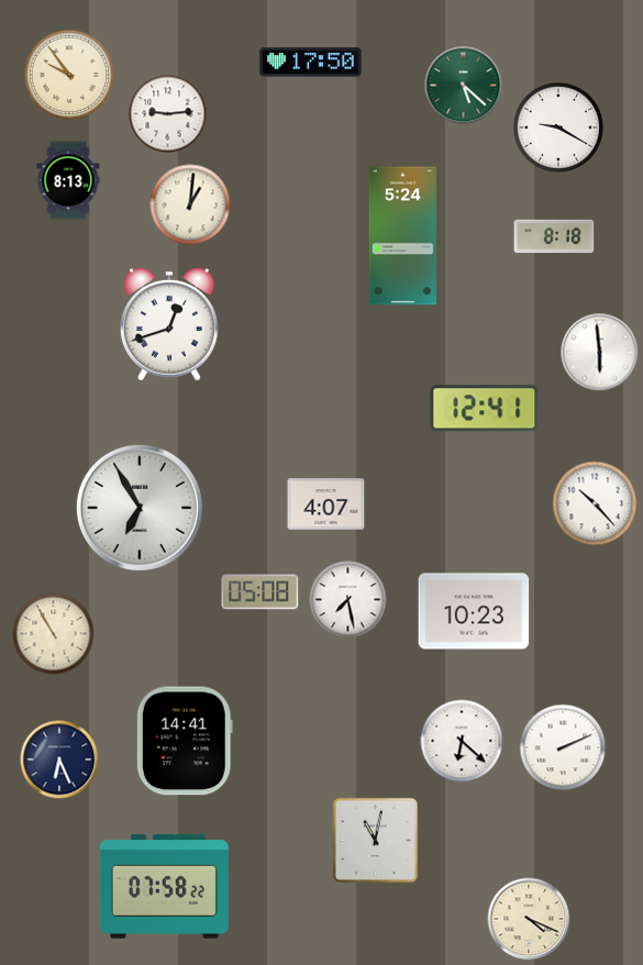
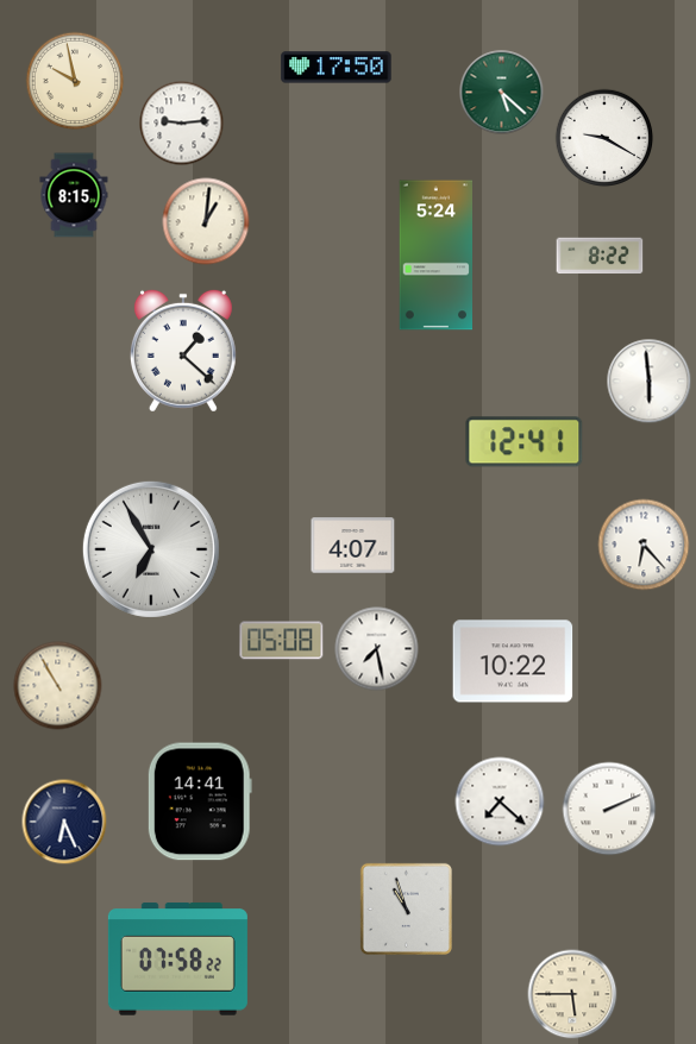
clock at (69, 75): 9:54 -> 9:58
clock at (68, 180): 8:13 -> 8:15
clock at (554, 236): 8:18 -> 8:22
clock at (169, 324): 12:42 -> 1:22
clock at (595, 503): 10:23 -> 6:23
clock at (474, 611): 10:23 -> 10:22
clock at (462, 741): 6:22 -> 7:22
clock at (375, 840): 11:02 -> 10:57
clock at (529, 919): 4:19 -> 5:45
